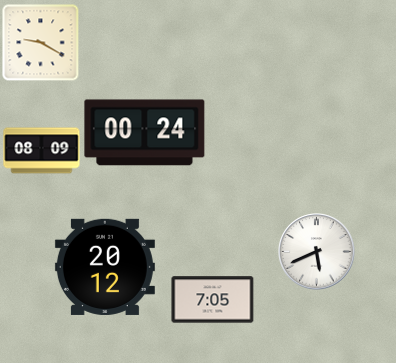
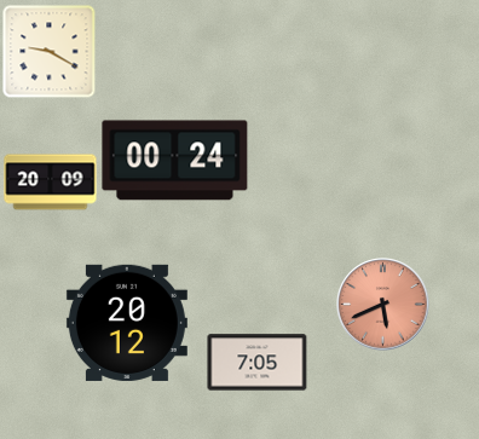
clock at (42, 151): 08:09 -> 20:09
clock at (317, 252) dial: white -> salmon
